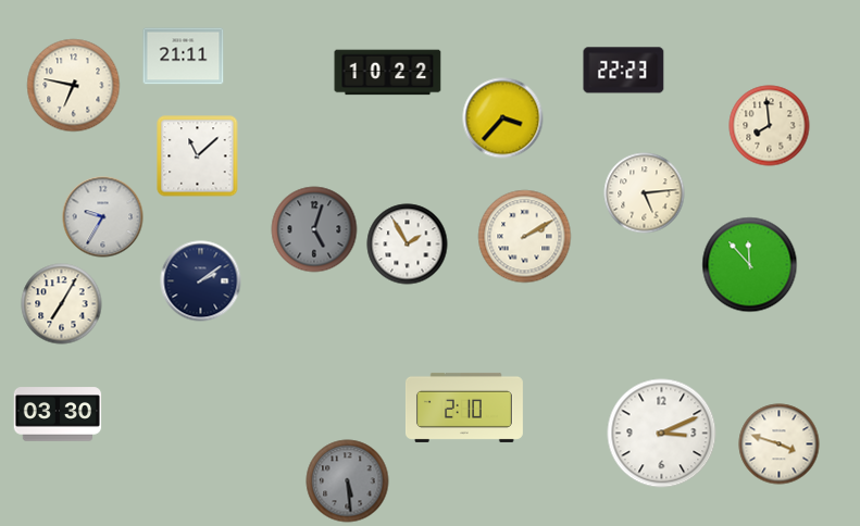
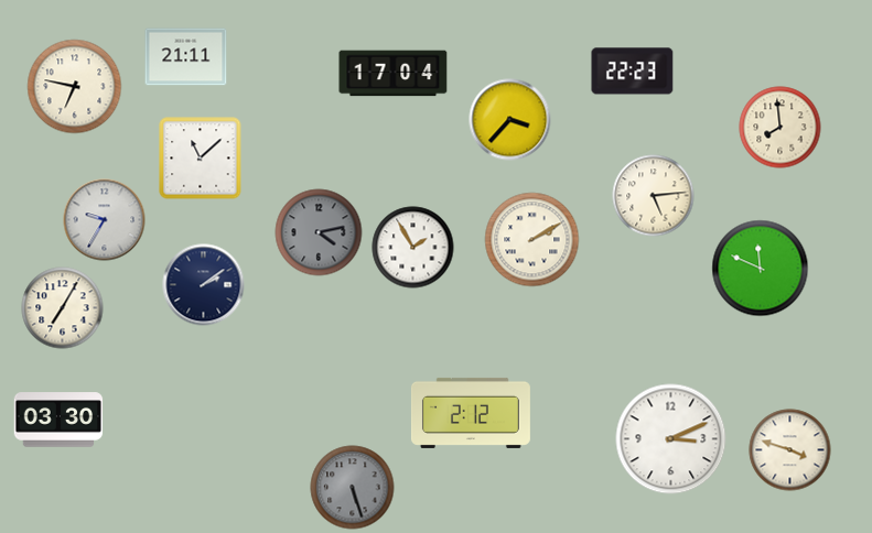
clock at (388, 73): 10:22 -> 17:04
clock at (314, 229): 5:03 -> 4:13
clock at (750, 265): 11:53 -> 11:49
clock at (464, 408): 2:10 -> 2:12
clock at (348, 481): 5:29 -> 5:27
